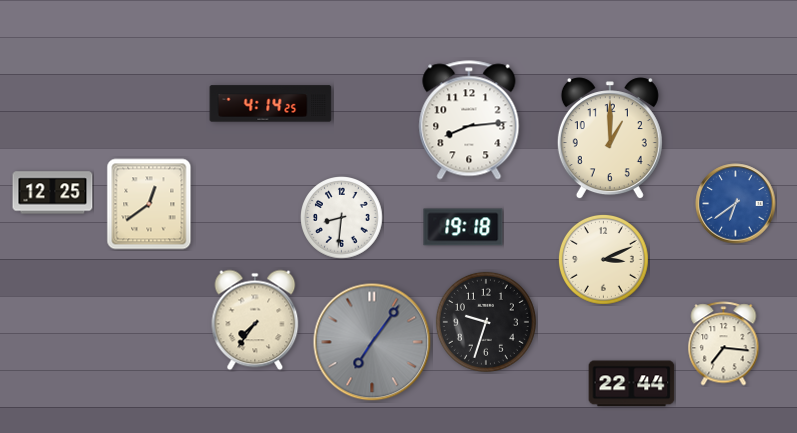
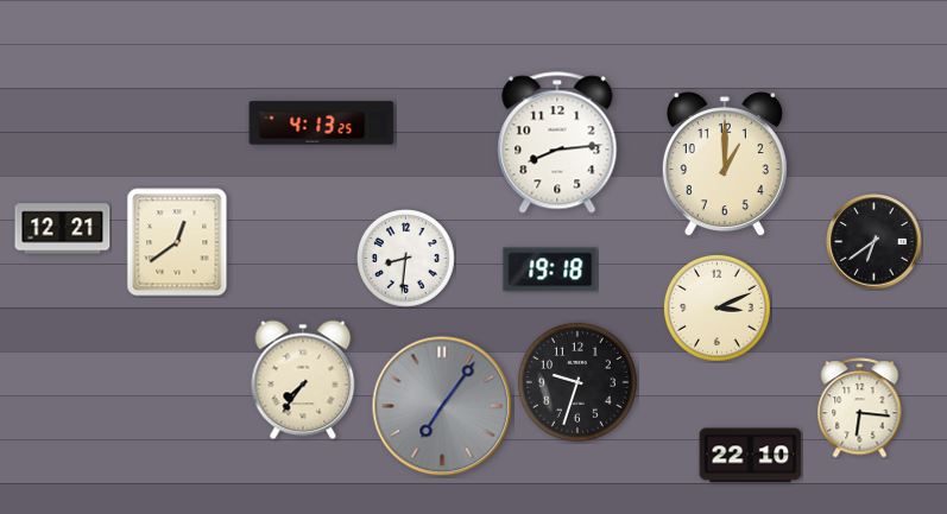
clock at (271, 104): 4:14 -> 4:13
clock at (53, 193): 12:25 -> 12:21
clock at (736, 204) dial: blue -> black
clock at (724, 344): 7:16 -> 6:16
clock at (632, 384): 22:44 -> 22:10
